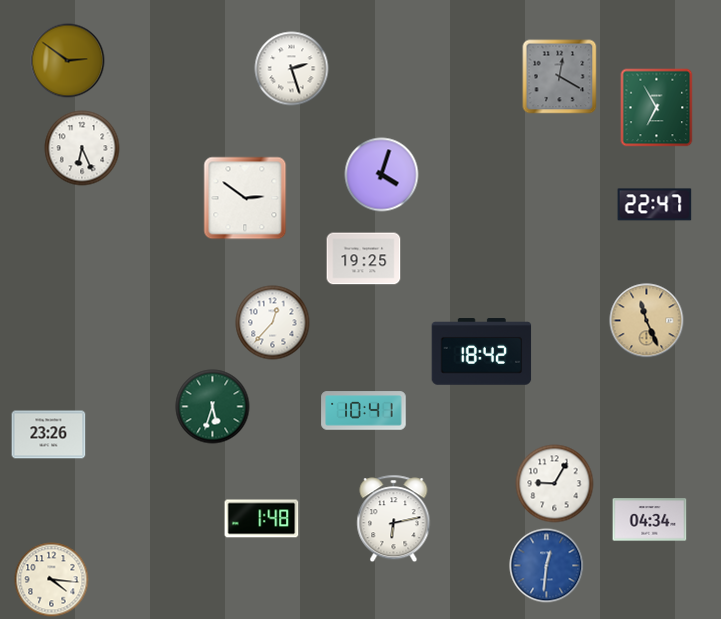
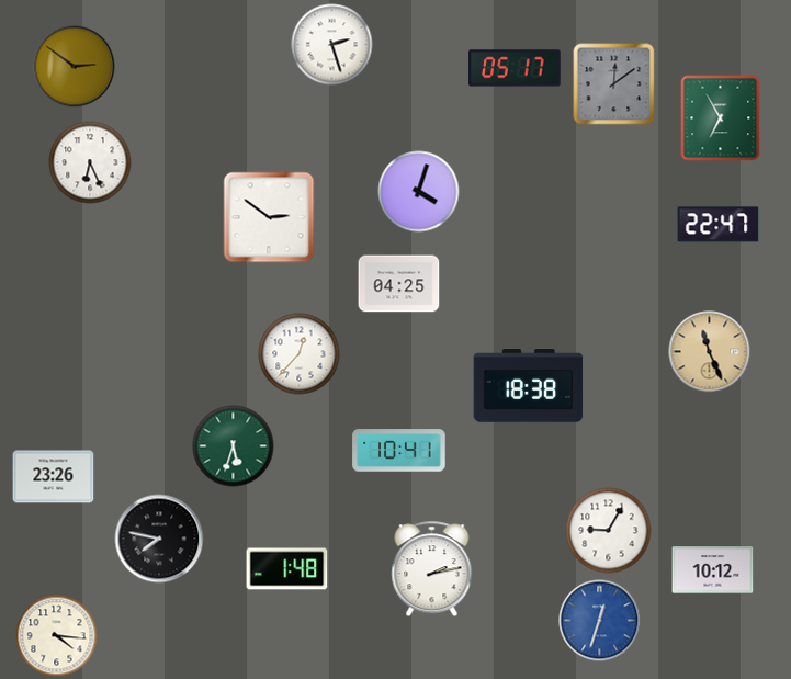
clock at (515, 68): none -> 05:17
clock at (292, 69) position: (292, 69) -> (332, 45)
clock at (560, 77): 12:20 -> 12:09
clock at (364, 259): 19:25 -> 04:25
clock at (482, 352): 18:42 -> 18:38
clock at (159, 539): none -> 7:47
clock at (394, 519): 6:13 -> 2:13
clock at (650, 520): 04:34 -> 10:12
clock at (547, 566): 12:31 -> 12:33
